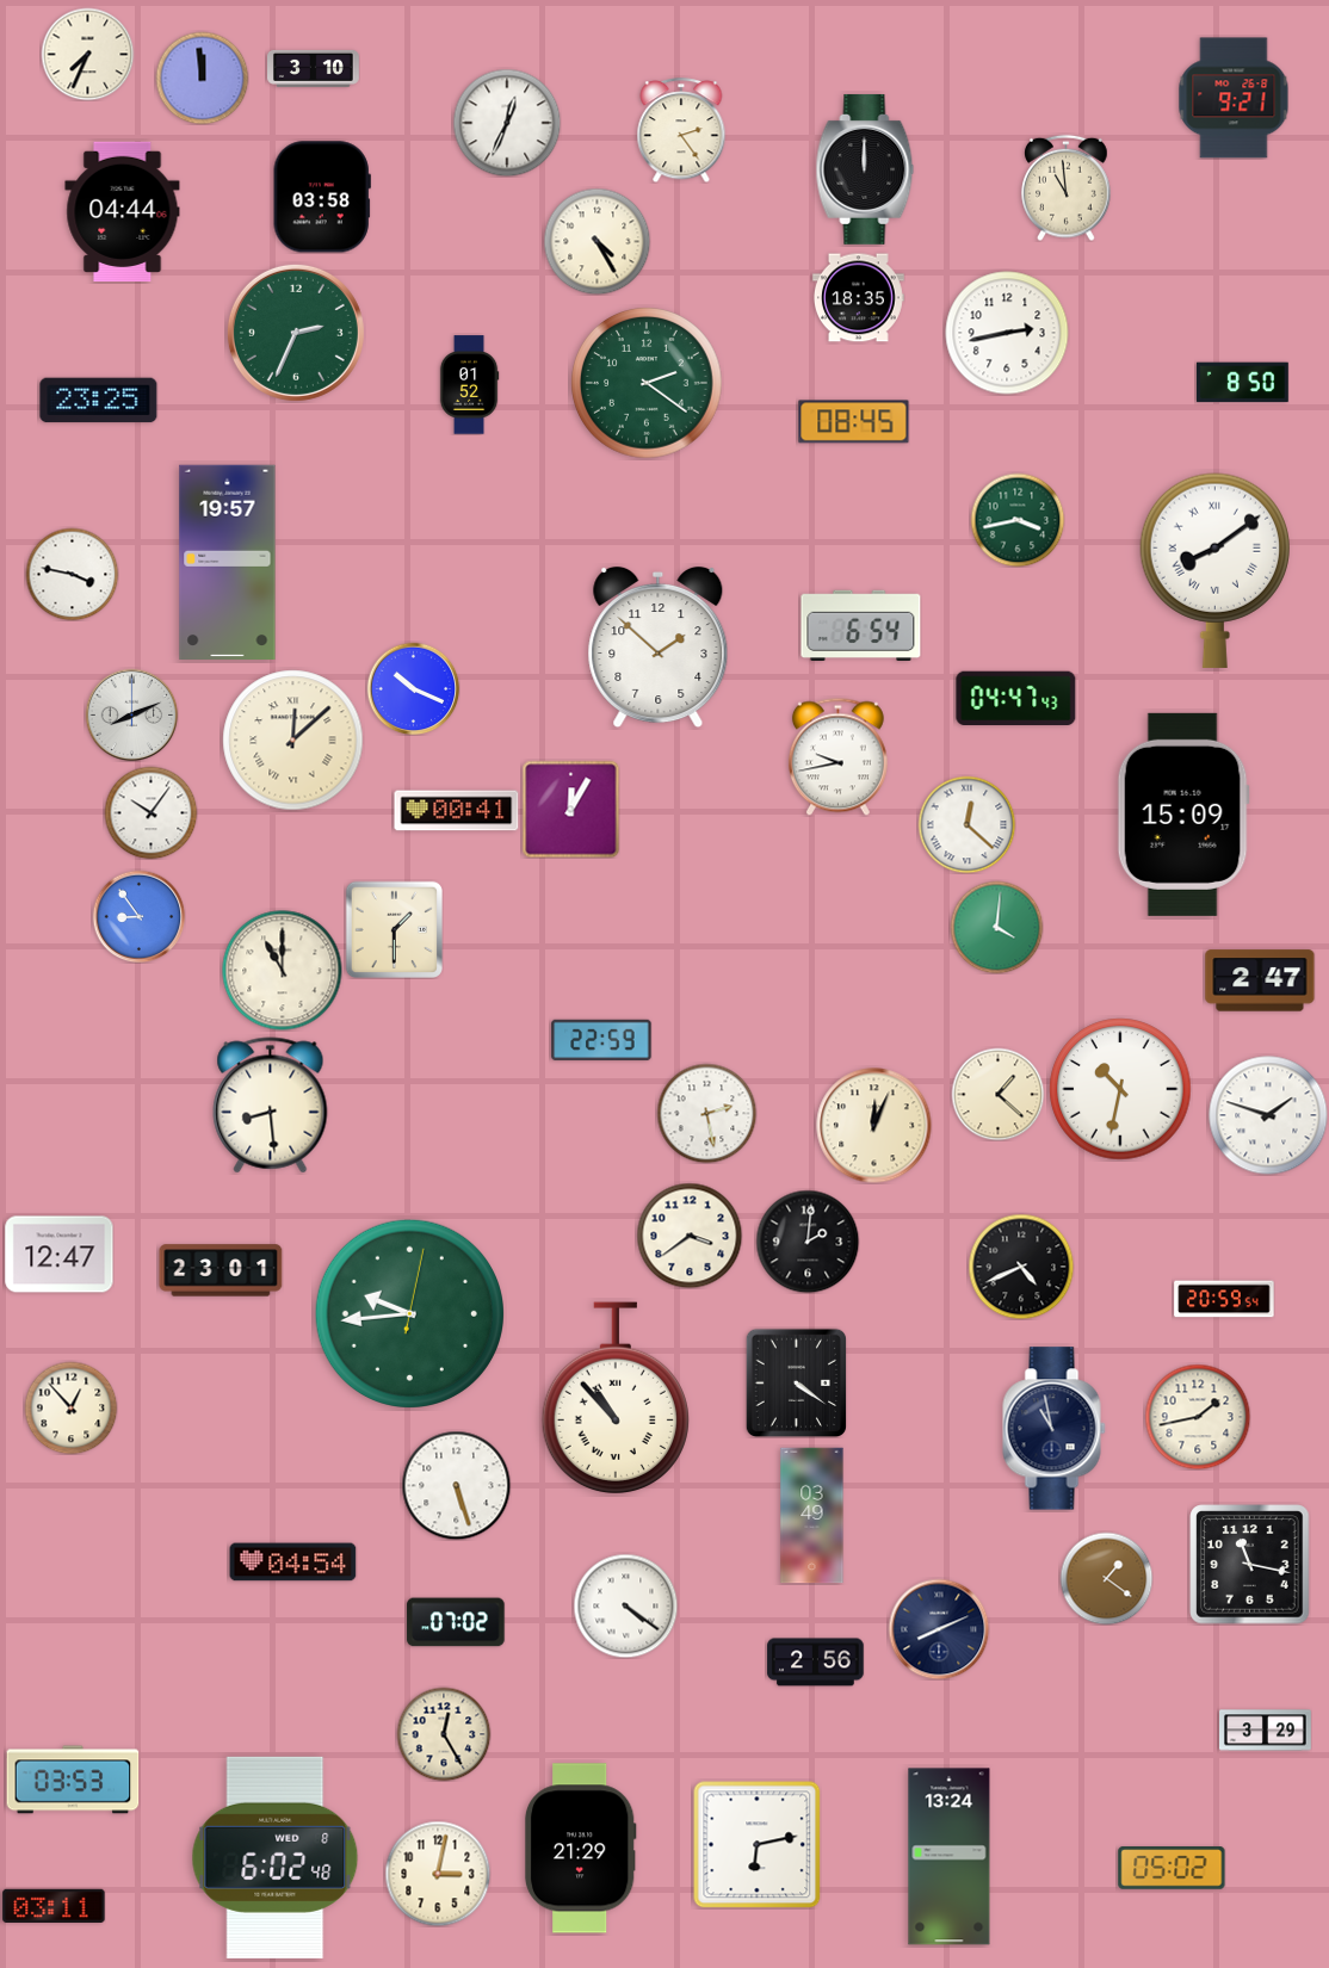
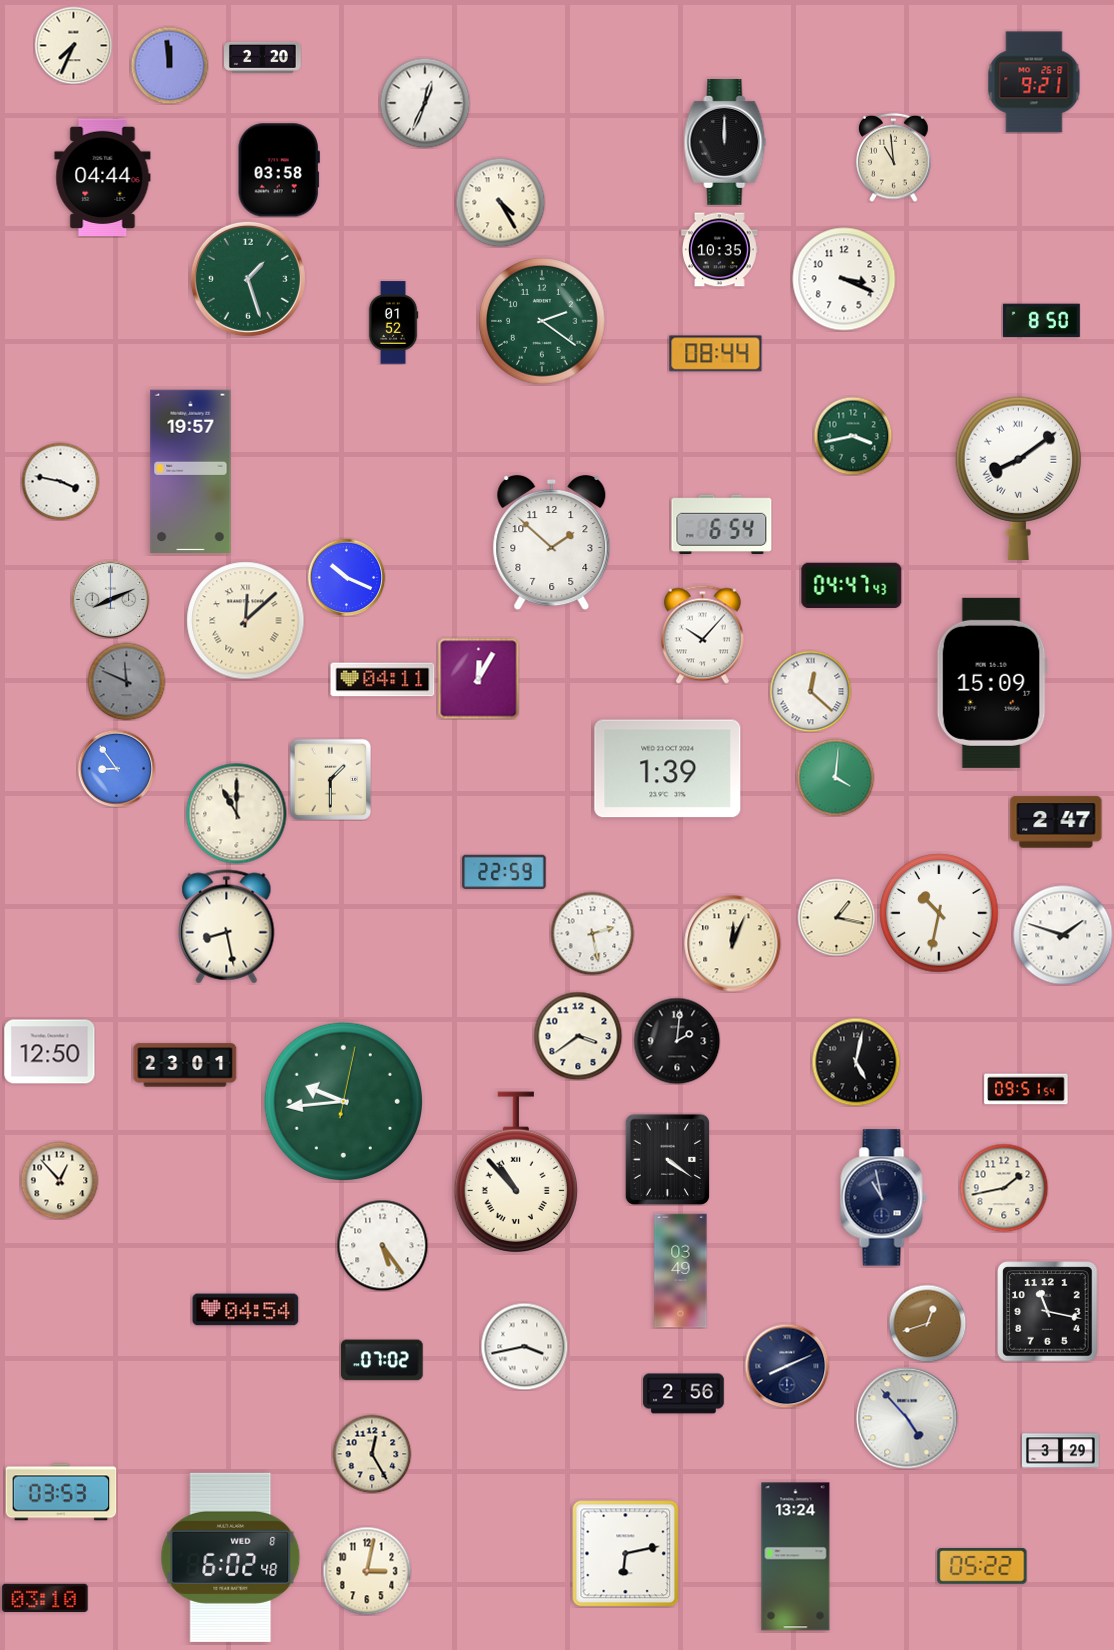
clock at (314, 68): 3:10 -> 2:20
clock at (681, 130): 2:24 -> none
clock at (322, 197) position: (322, 197) -> (279, 170)
clock at (858, 298): 18:35 -> 10:35
clock at (296, 333): 2:34 -> 1:27
clock at (1007, 333): 2:43 -> 3:19
clock at (99, 401): 23:25 -> none
clock at (854, 422): 08:45 -> 08:44
clock at (837, 756): 9:43 -> 10:07
clock at (457, 811): 00:41 -> 04:11
clock at (150, 812): 10:06 -> 11:49
clock at (150, 812) dial: white -> grey
clock at (668, 769): none -> 1:39
clock at (997, 1094): 1:22 -> 1:17
clock at (271, 1106): 8:29 -> 8:28
clock at (60, 1255): 12:47 -> 12:50
clock at (1021, 1267): 4:41 -> 5:02
clock at (1224, 1299): 20:59 -> 09:51
clock at (456, 1485): 5:27 -> 5:24
clock at (1106, 1578): 1:21 -> 12:42
clock at (625, 1605): 4:21 -> 3:43
clock at (907, 1418): none -> 4:53
clock at (758, 1845) position: (758, 1845) -> (626, 1554)
clock at (580, 1849): 21:29 -> none
clock at (1172, 1868): 05:02 -> 05:22
clock at (54, 1906): 03:11 -> 03:10
